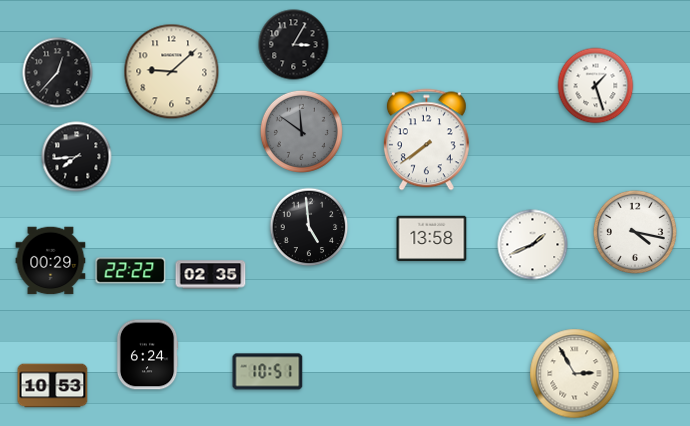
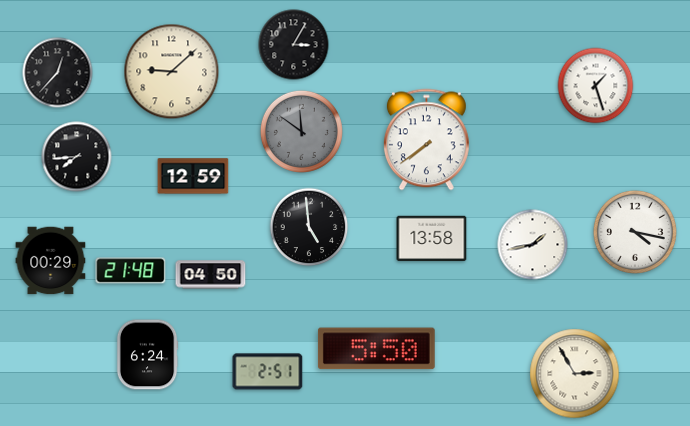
clock at (193, 176): none -> 12:59
clock at (533, 245): 1:41 -> 1:43
clock at (131, 271): 22:22 -> 21:48
clock at (211, 275): 02:35 -> 04:50
clock at (376, 349): none -> 5:50
clock at (268, 372): 10:51 -> 2:51
clock at (53, 386): 10:53 -> none
